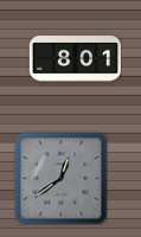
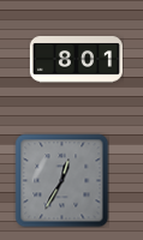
clock at (60, 178): 12:39 -> 12:35
